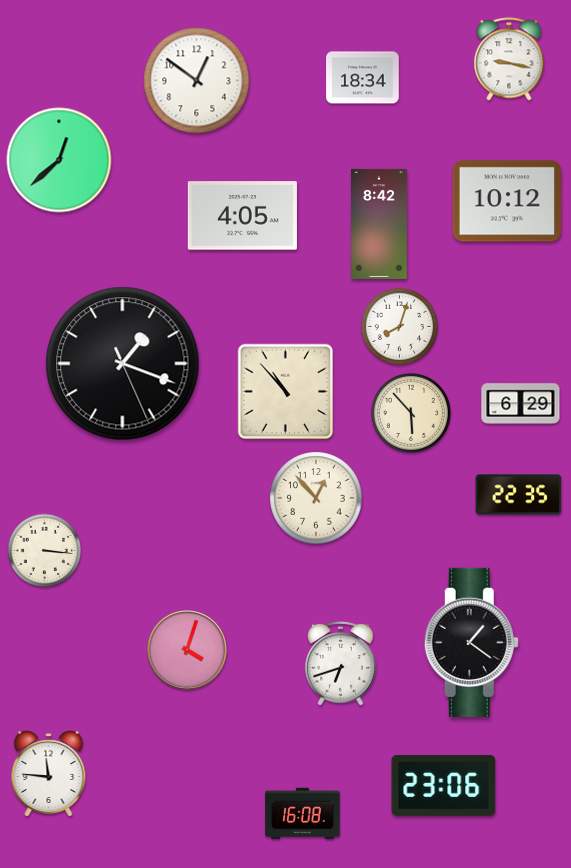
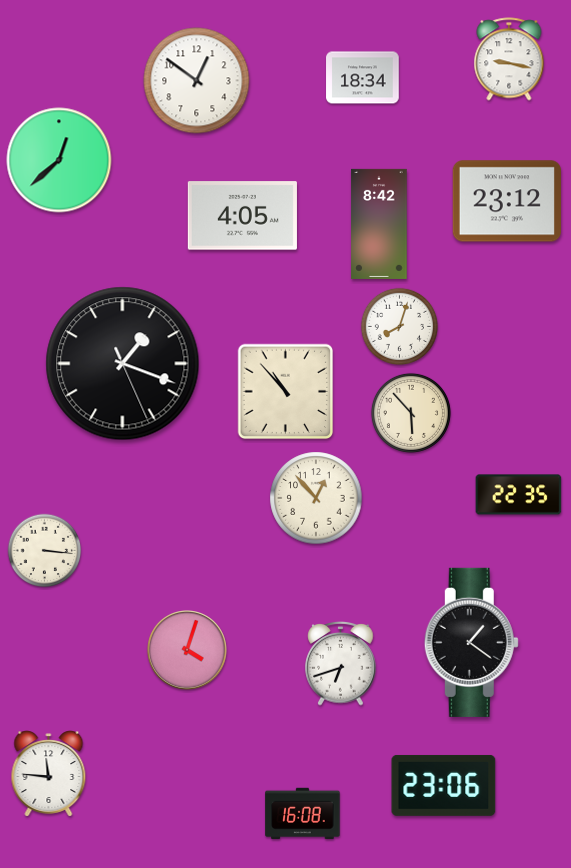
clock at (507, 201): 10:12 -> 23:12
clock at (521, 404): 6:29 -> none
